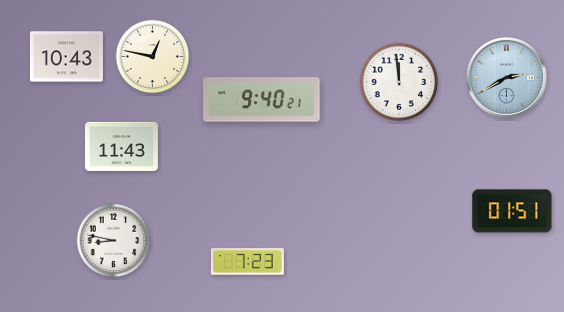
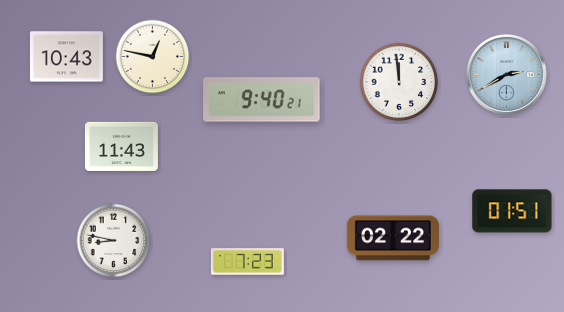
clock at (506, 77) position: (506, 77) -> (506, 74)
clock at (393, 238): none -> 02:22
